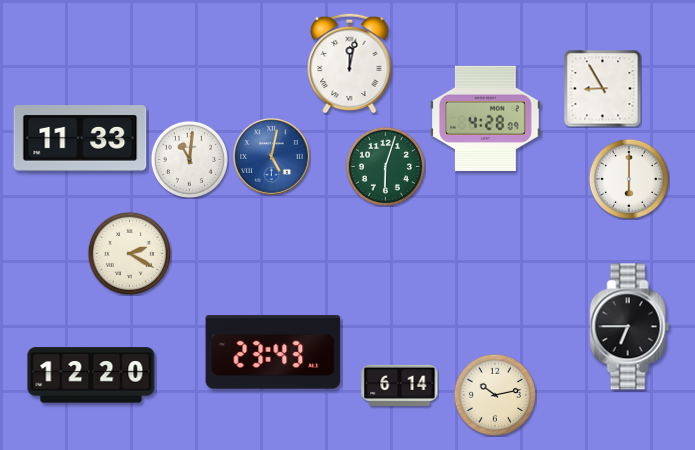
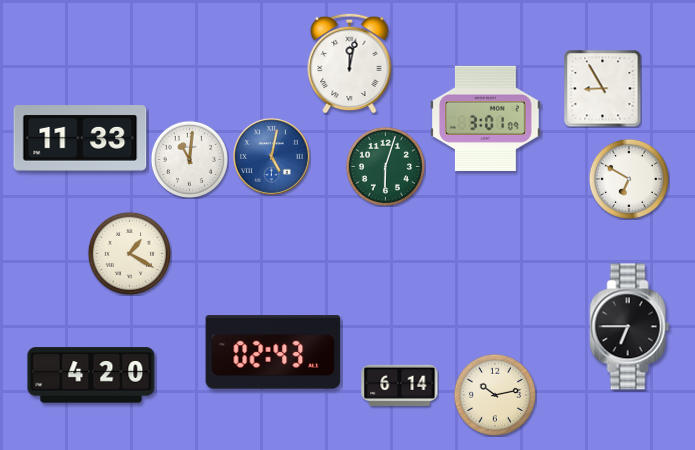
clock at (486, 118): 4:28 -> 3:01
clock at (629, 179): 6:00 -> 6:50
clock at (129, 253): 2:20 -> 1:20
clock at (273, 352): 23:43 -> 02:43
clock at (91, 375): 12:20 -> 4:20
